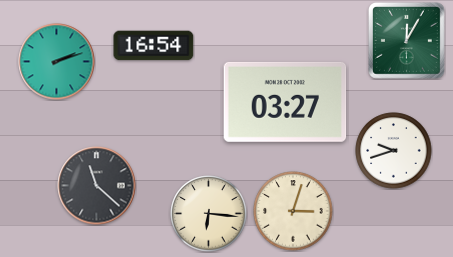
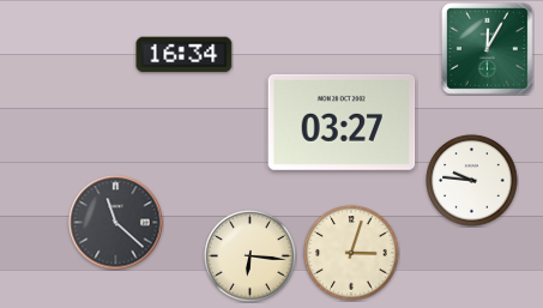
clock at (154, 46): 16:54 -> 16:34
clock at (57, 62): 2:12 -> none
clock at (394, 151): 9:42 -> 9:46
